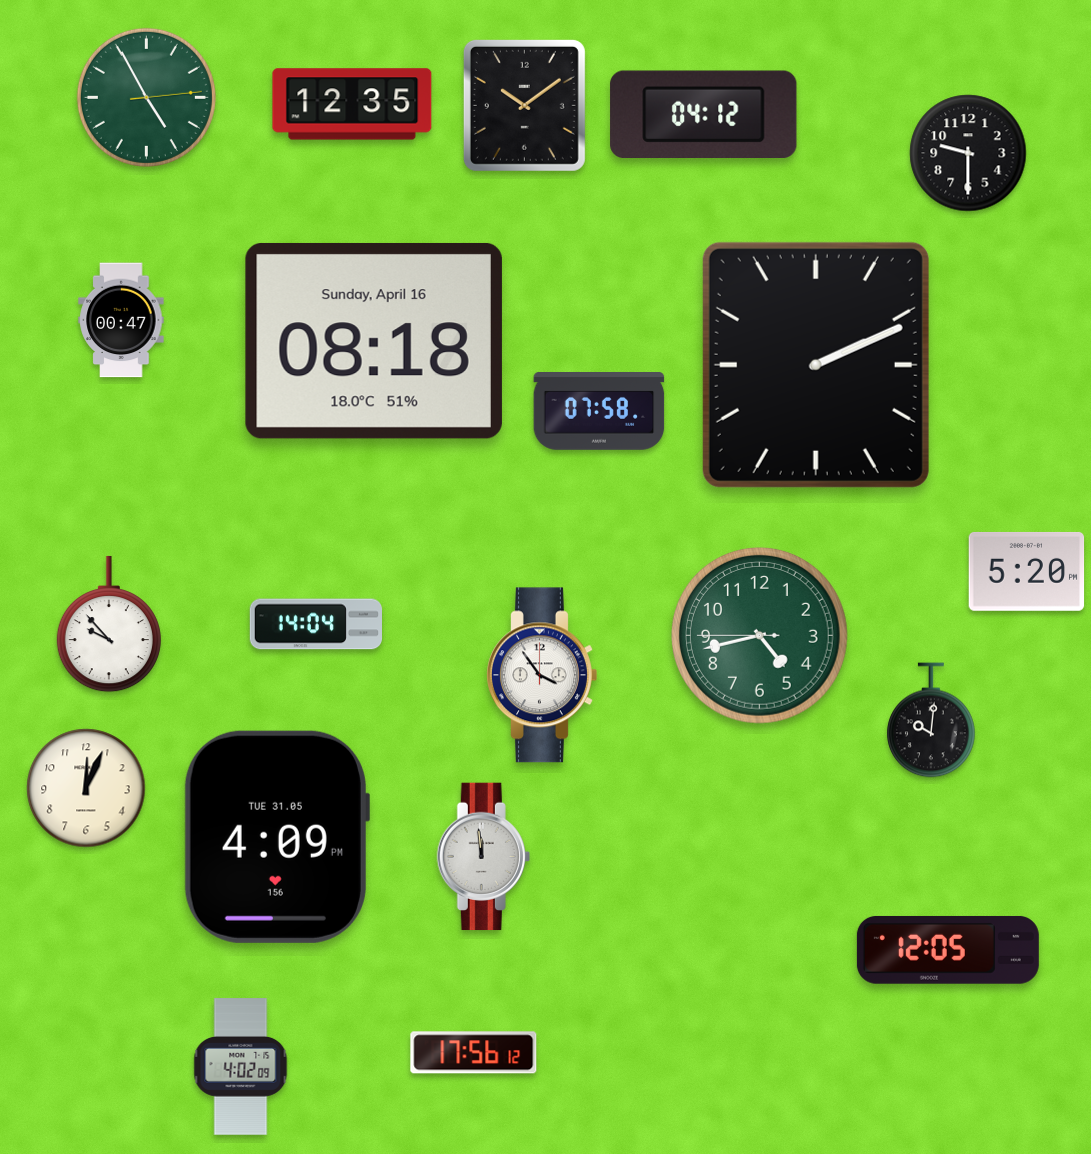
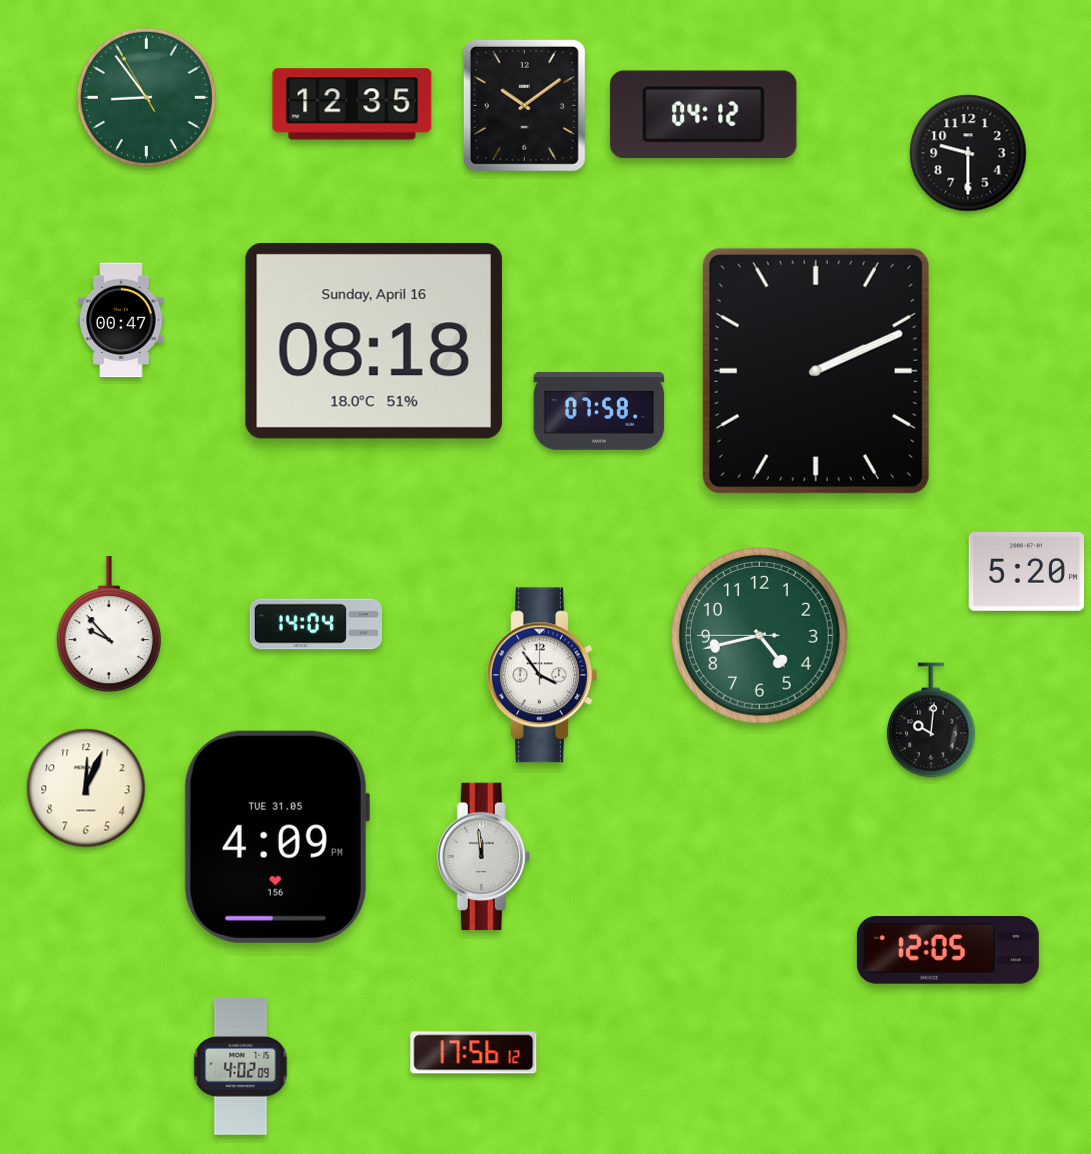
clock at (146, 97): 4:55 -> 8:53
clock at (816, 365) position: (816, 365) -> (816, 371)
